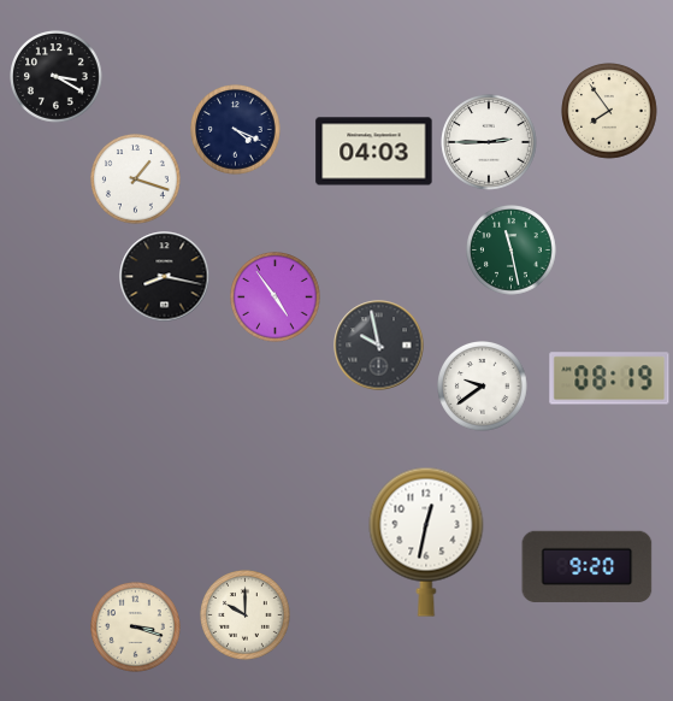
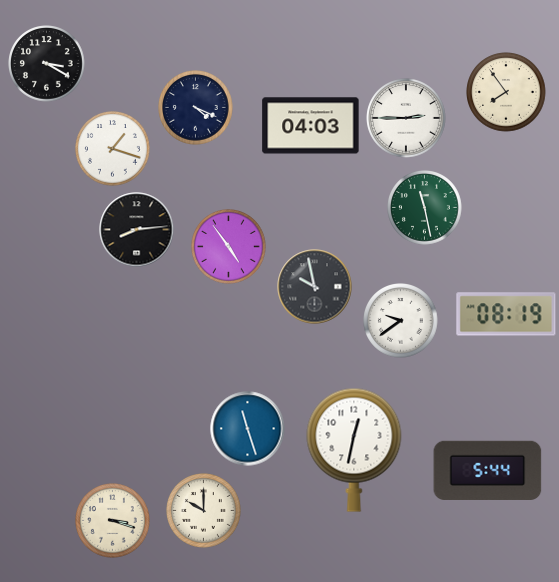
clock at (165, 277): 8:17 -> 8:14
clock at (248, 429): none -> 11:27
clock at (588, 566): 9:20 -> 5:44
